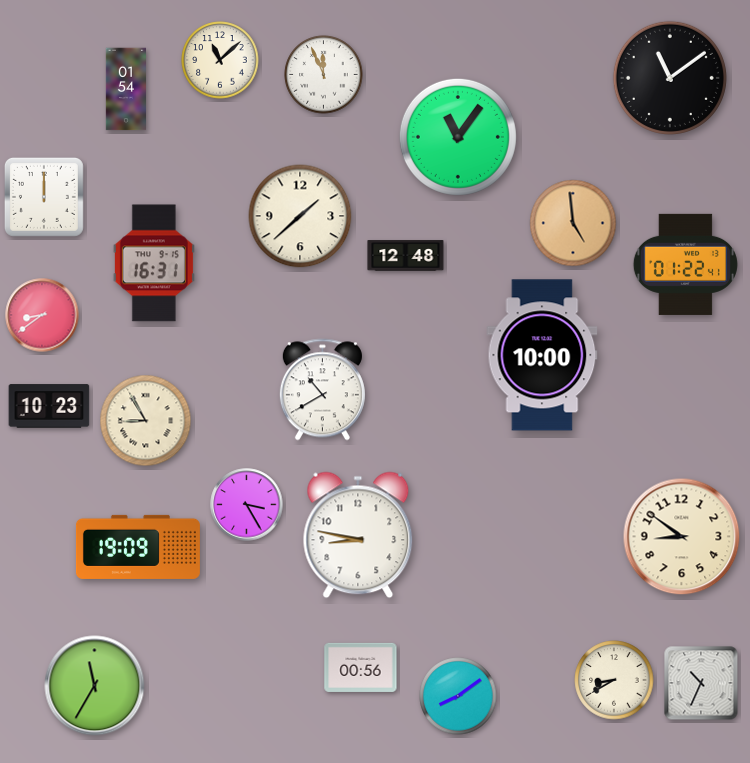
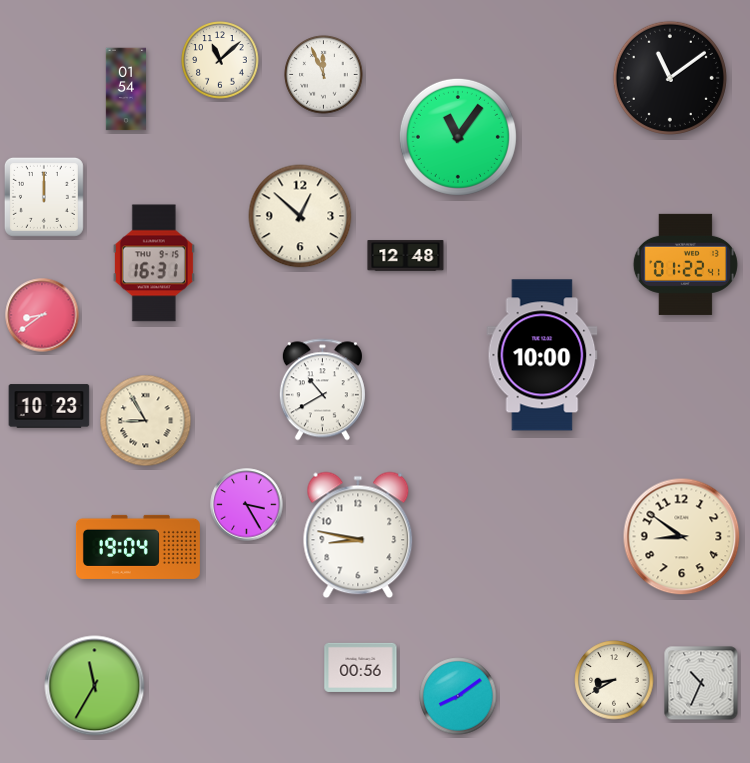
clock at (300, 216): 1:38 -> 12:52
clock at (573, 223): 4:59 -> none
clock at (138, 547): 19:09 -> 19:04
